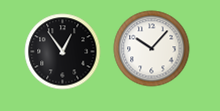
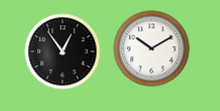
clock at (152, 49): 10:07 -> 10:10
